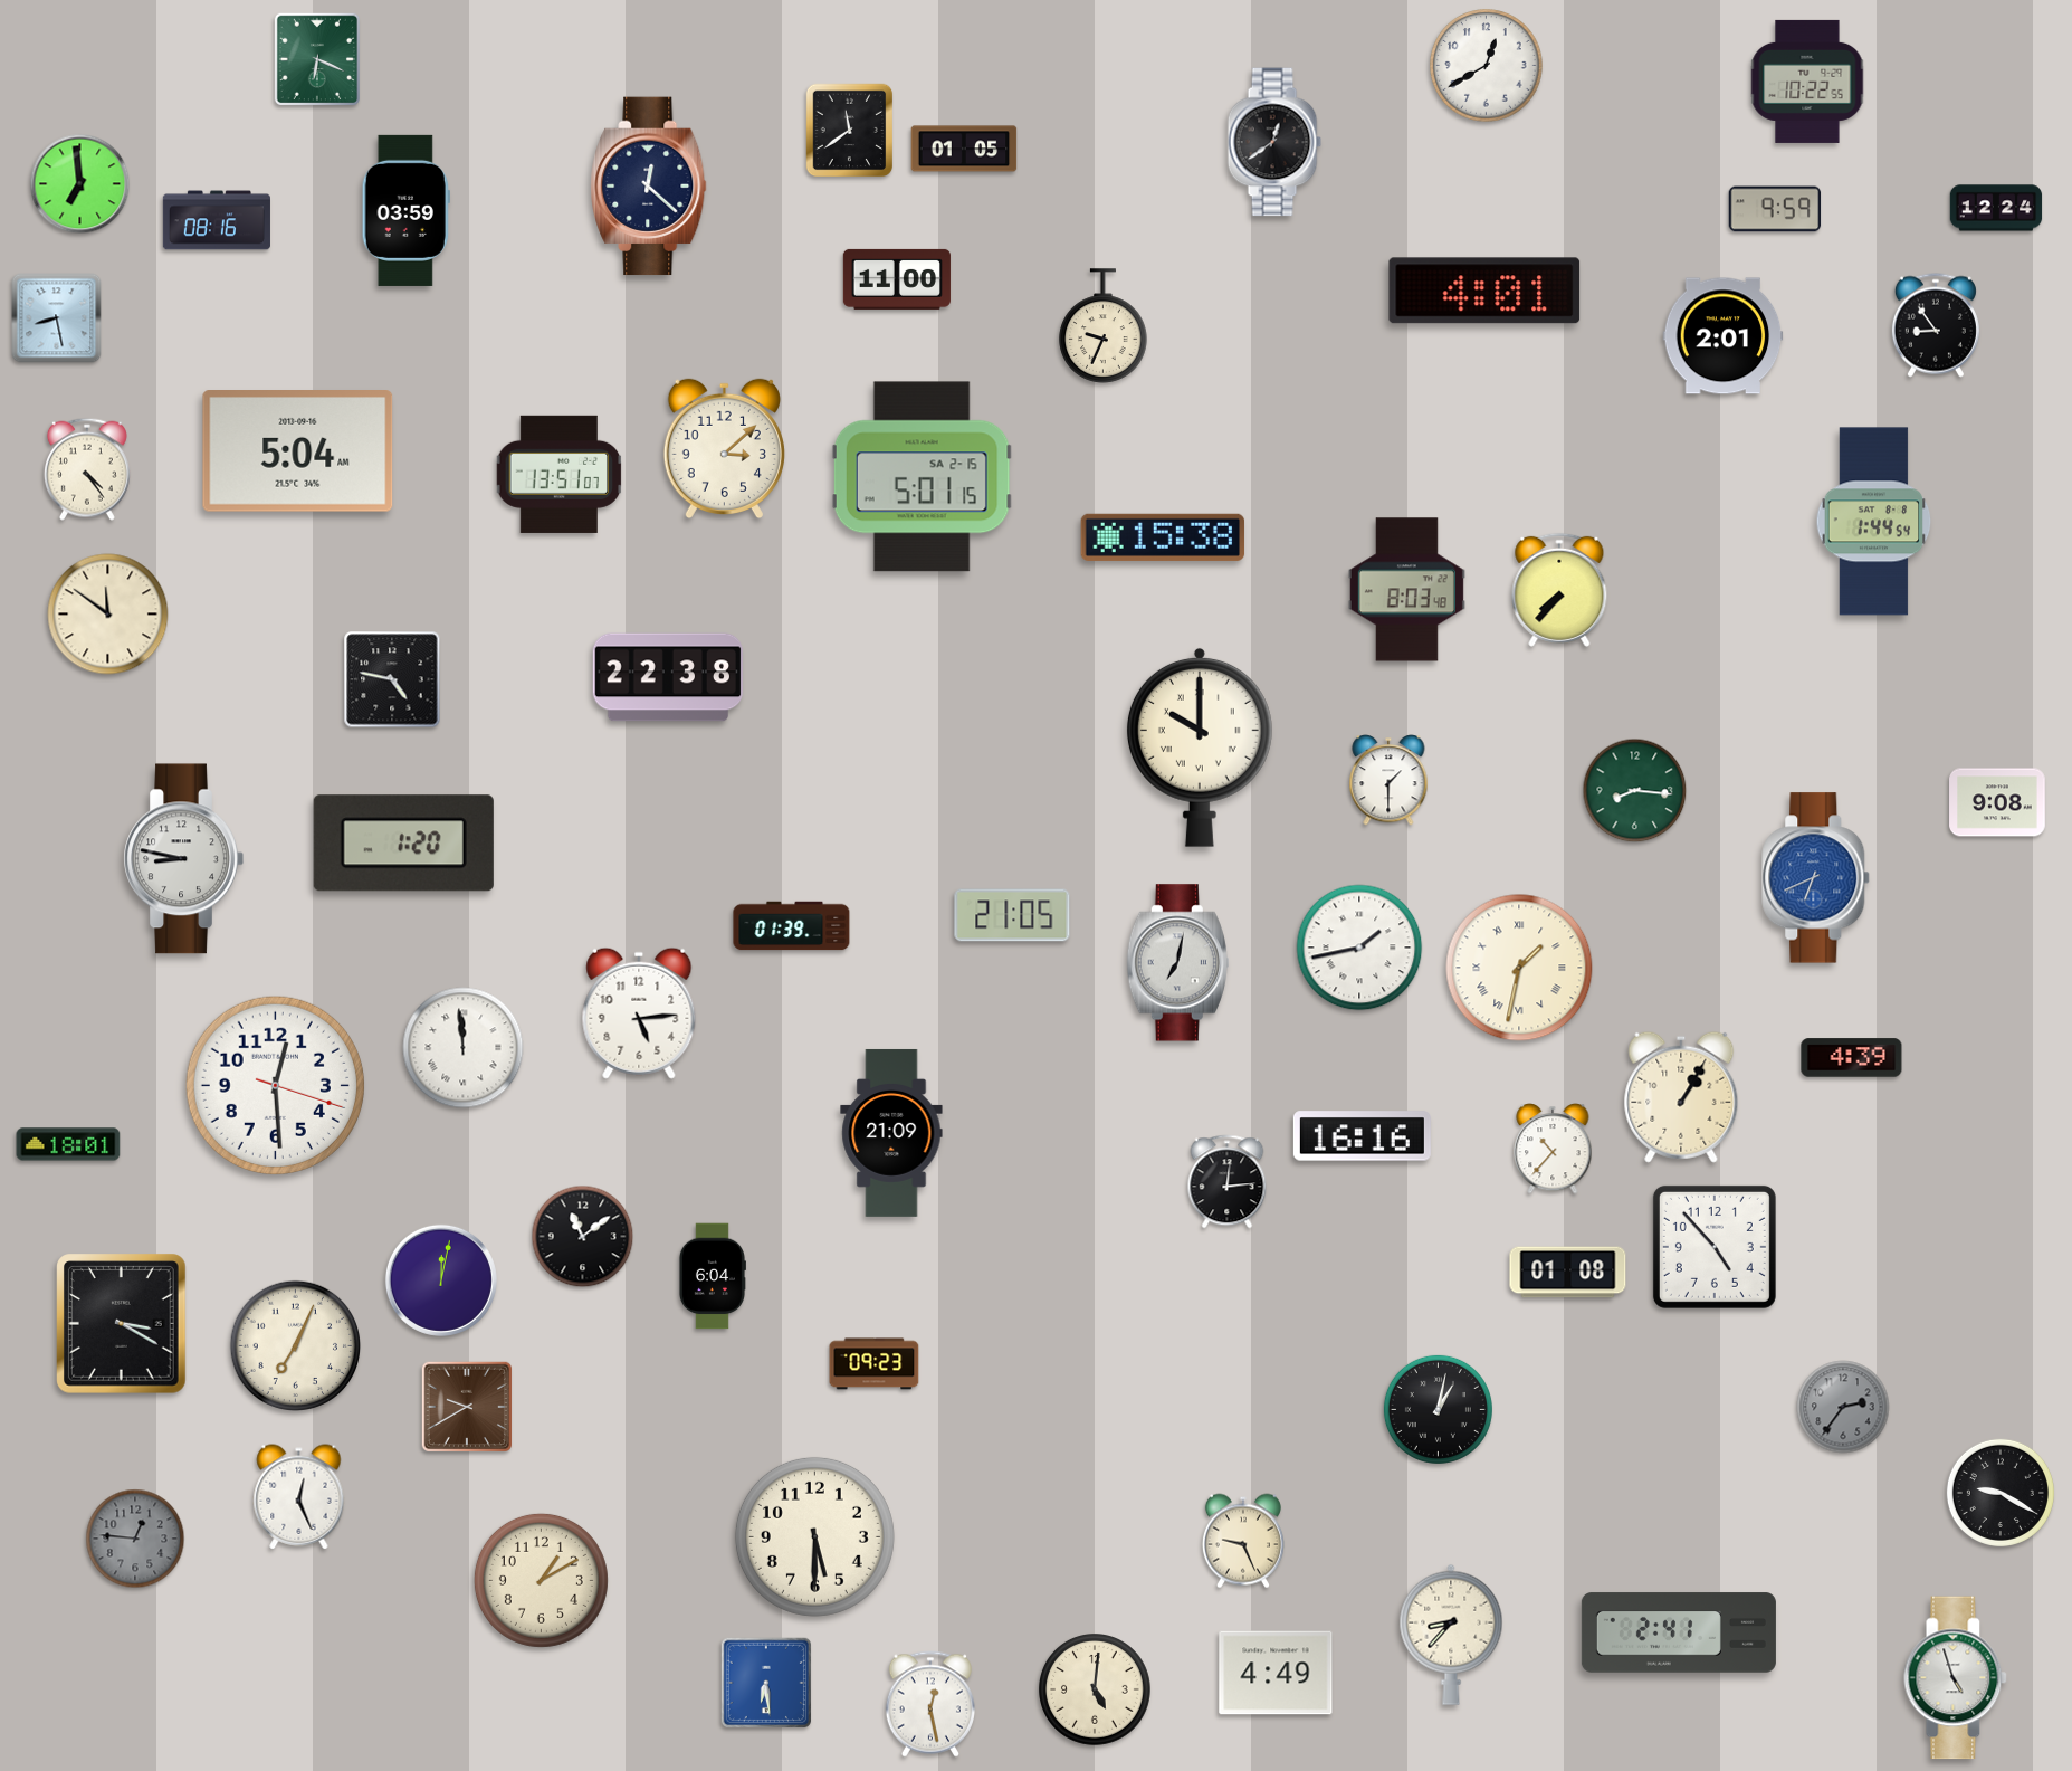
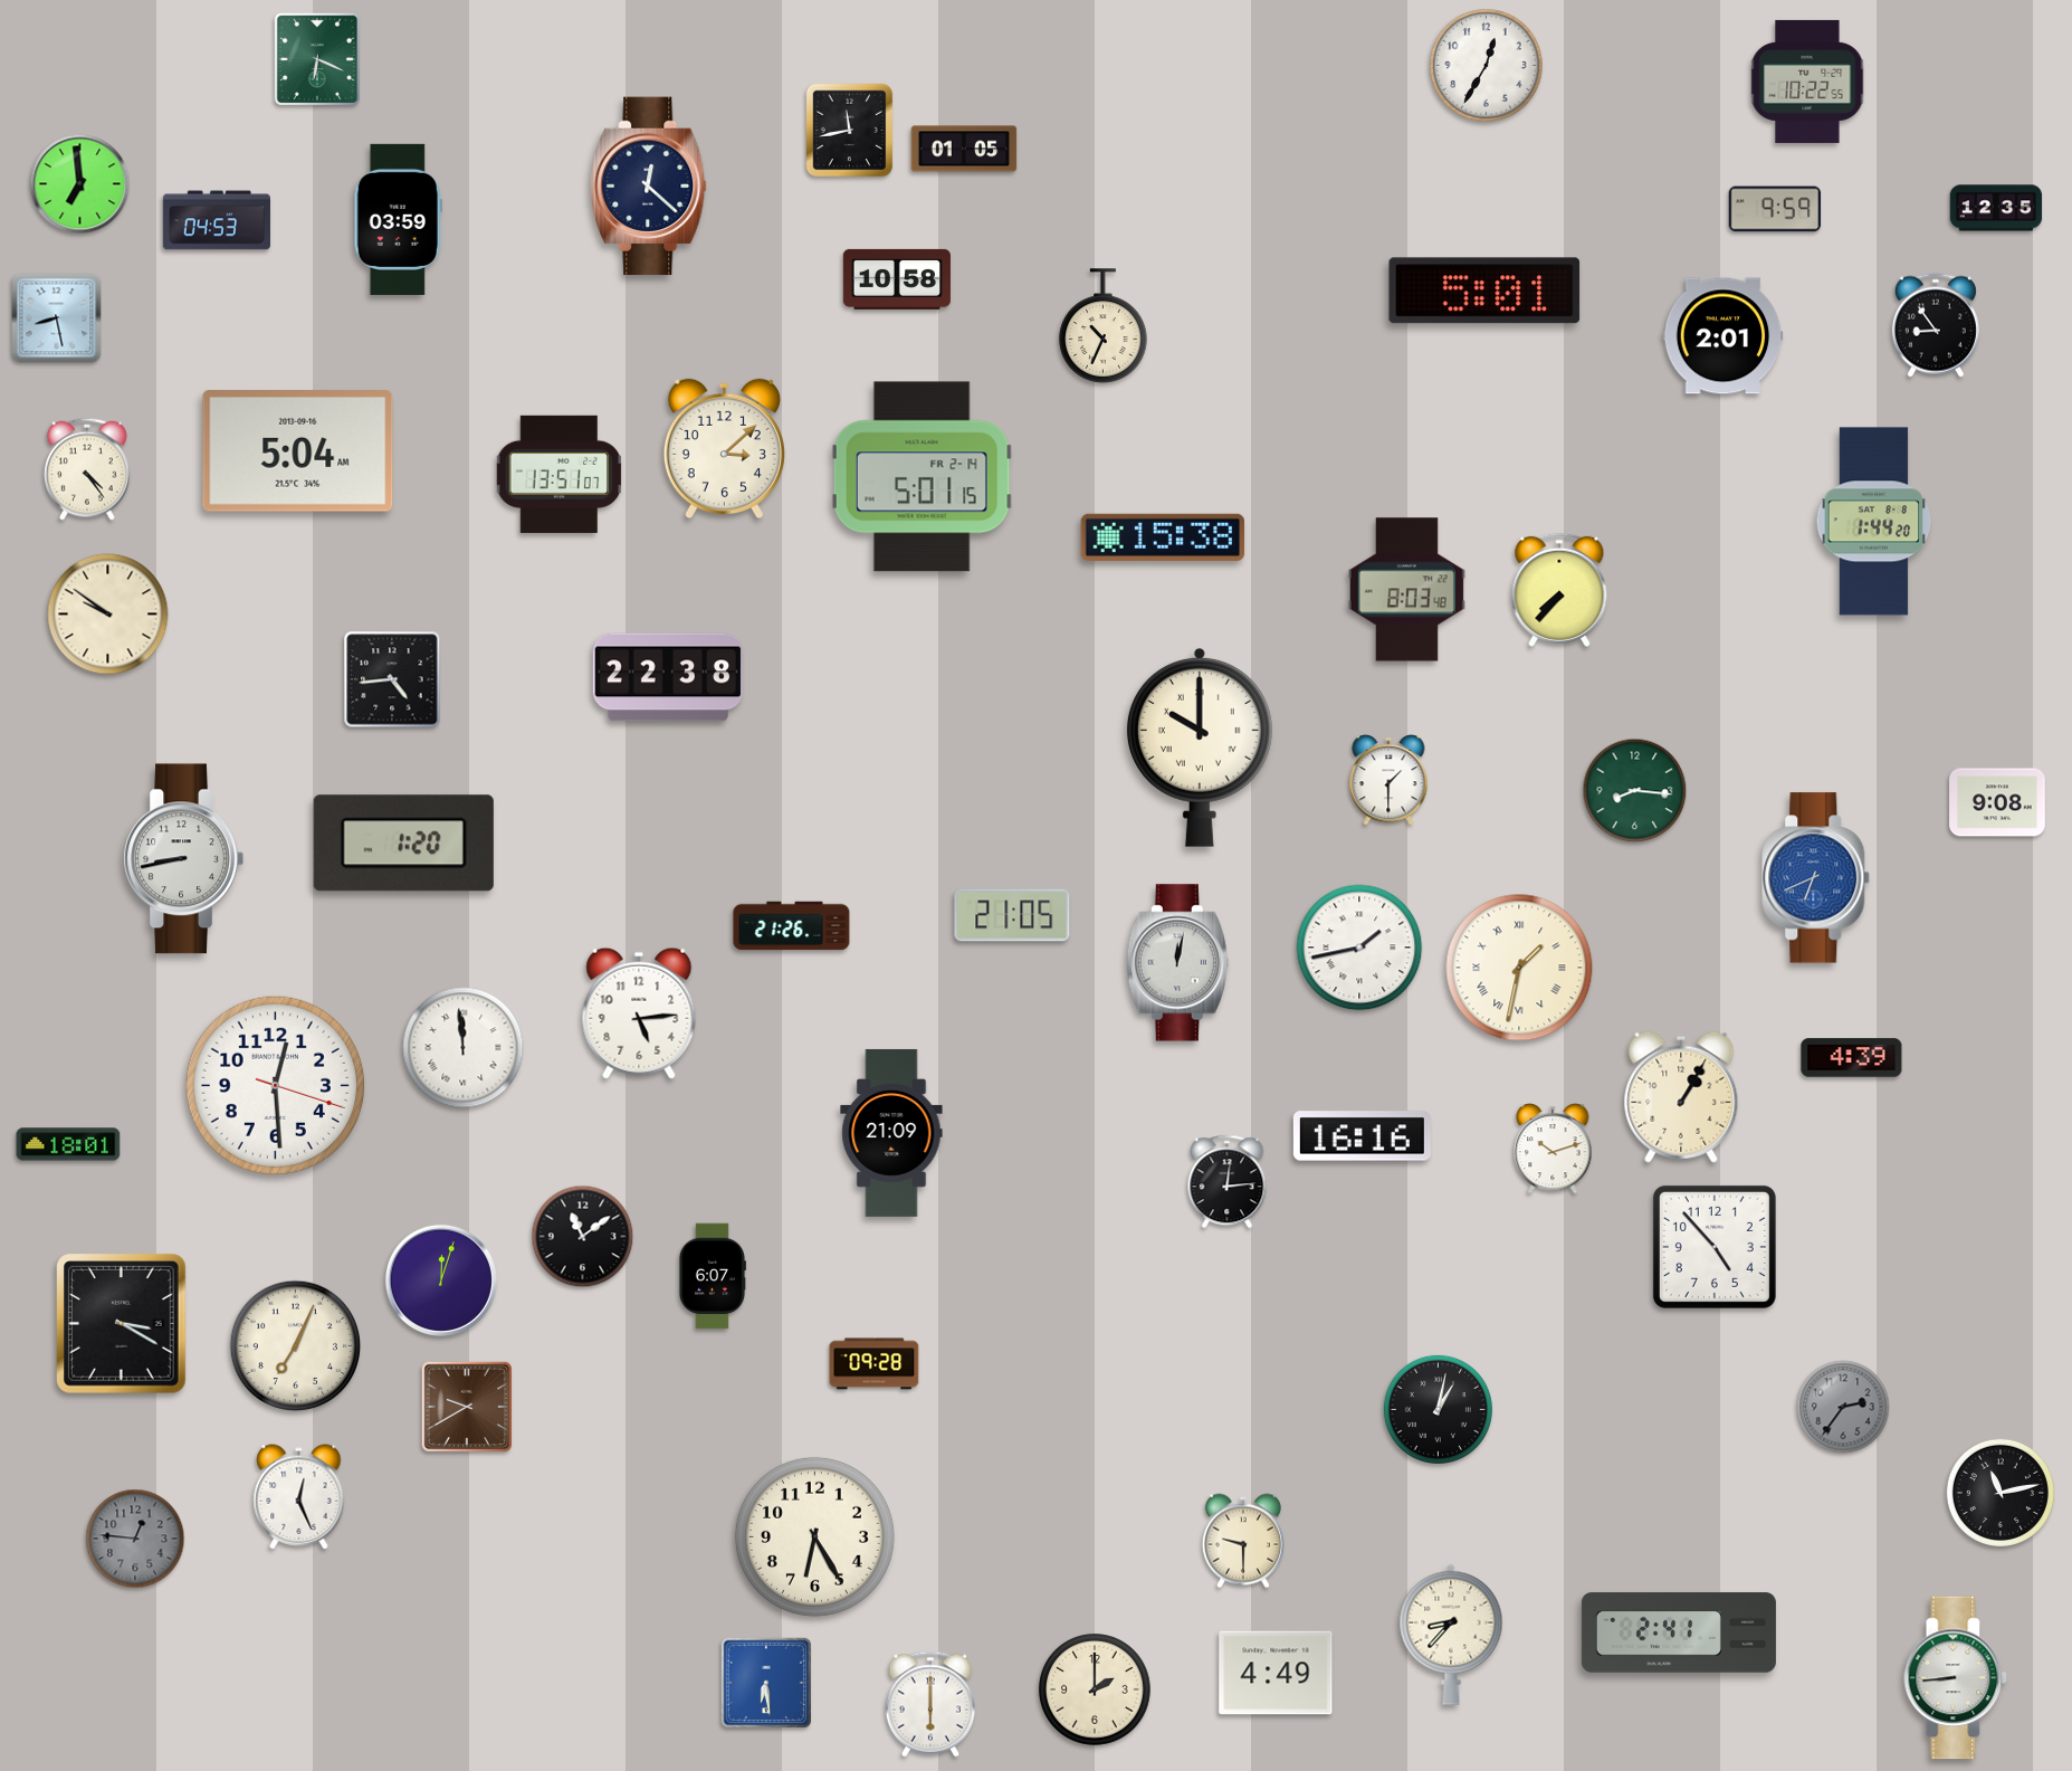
clock at (1487, 66): 12:40 -> 12:35
clock at (850, 131): 11:39 -> 11:43
clock at (1274, 142): 12:39 -> none
clock at (1996, 208): 12:24 -> 12:35
clock at (405, 210) position: (405, 210) -> (398, 219)
clock at (217, 220): 08:16 -> 04:53
clock at (897, 279): 11:00 -> 10:58
clock at (1484, 291): 4:01 -> 5:01
clock at (1104, 326): 9:34 -> 10:34
clock at (922, 477) date: SA 2-15 -> FR 2-14
clock at (1874, 522): 1:44:54 -> 1:44:20
clock at (108, 615): 11:51 -> 9:51
clock at (392, 679): 4:47 -> 4:44
clock at (183, 859): 8:47 -> 8:43
clock at (792, 926): 01:39 -> 21:26
clock at (1177, 963): 7:02 -> 12:02
clock at (1553, 1149): 10:37 -> 10:12
clock at (1568, 1273): 01:08 -> none
clock at (712, 1276): 6:04 -> 6:07
clock at (441, 1280): 12:02 -> 12:03
clock at (875, 1364): 09:23 -> 09:28
clock at (2001, 1493): 9:20 -> 11:13
clock at (814, 1536): 5:30 -> 6:25
clock at (1243, 1541): 9:26 -> 9:30
clock at (541, 1580): 1:10 -> none
clock at (1956, 1678): 4:57 -> 8:44
clock at (1096, 1691): 5:01 -> 2:00
clock at (930, 1704): 12:28 -> 6:00
